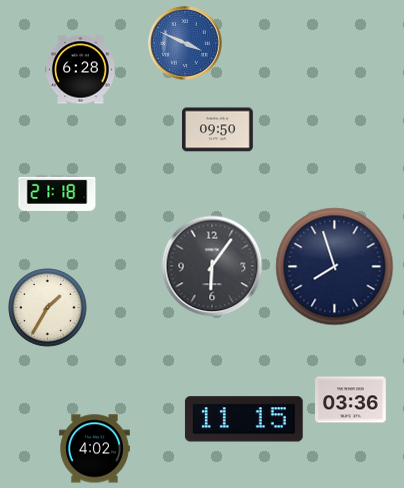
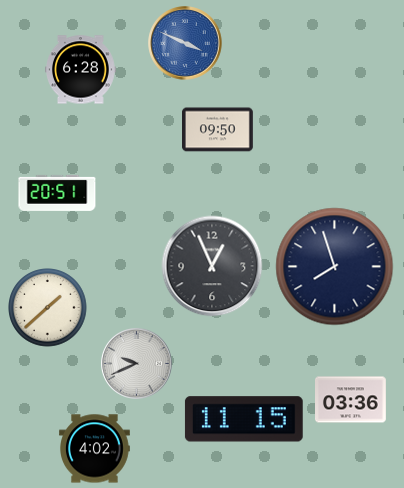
clock at (57, 193): 21:18 -> 20:51
clock at (212, 266): 6:06 -> 12:56
clock at (48, 308): 1:35 -> 1:38
clock at (137, 364): none -> 9:41
